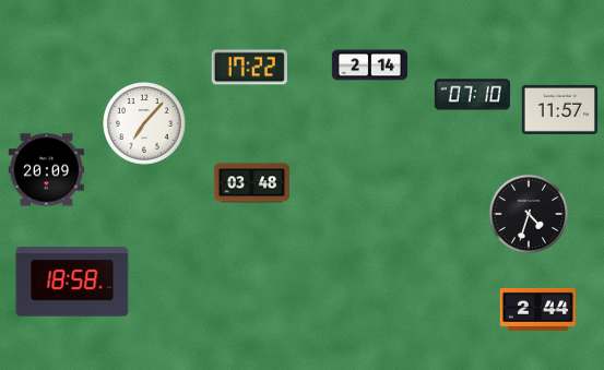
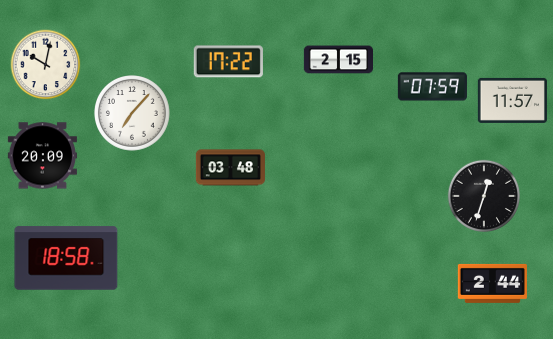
clock at (369, 65): 2:14 -> 2:15
clock at (46, 65): none -> 10:02
clock at (472, 95): 07:10 -> 07:59
clock at (529, 214): 4:33 -> 12:33
